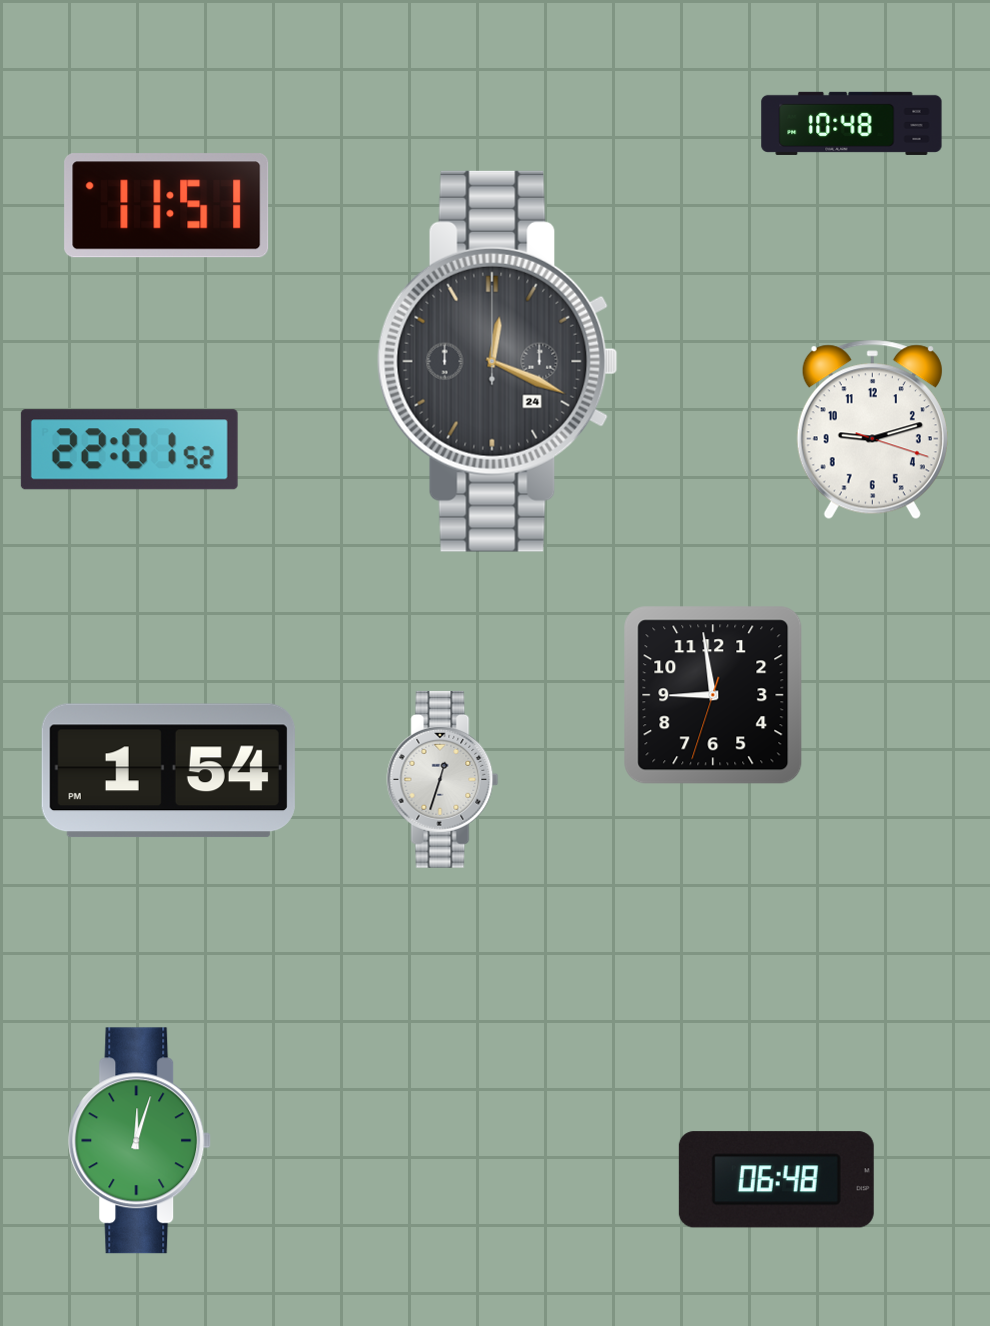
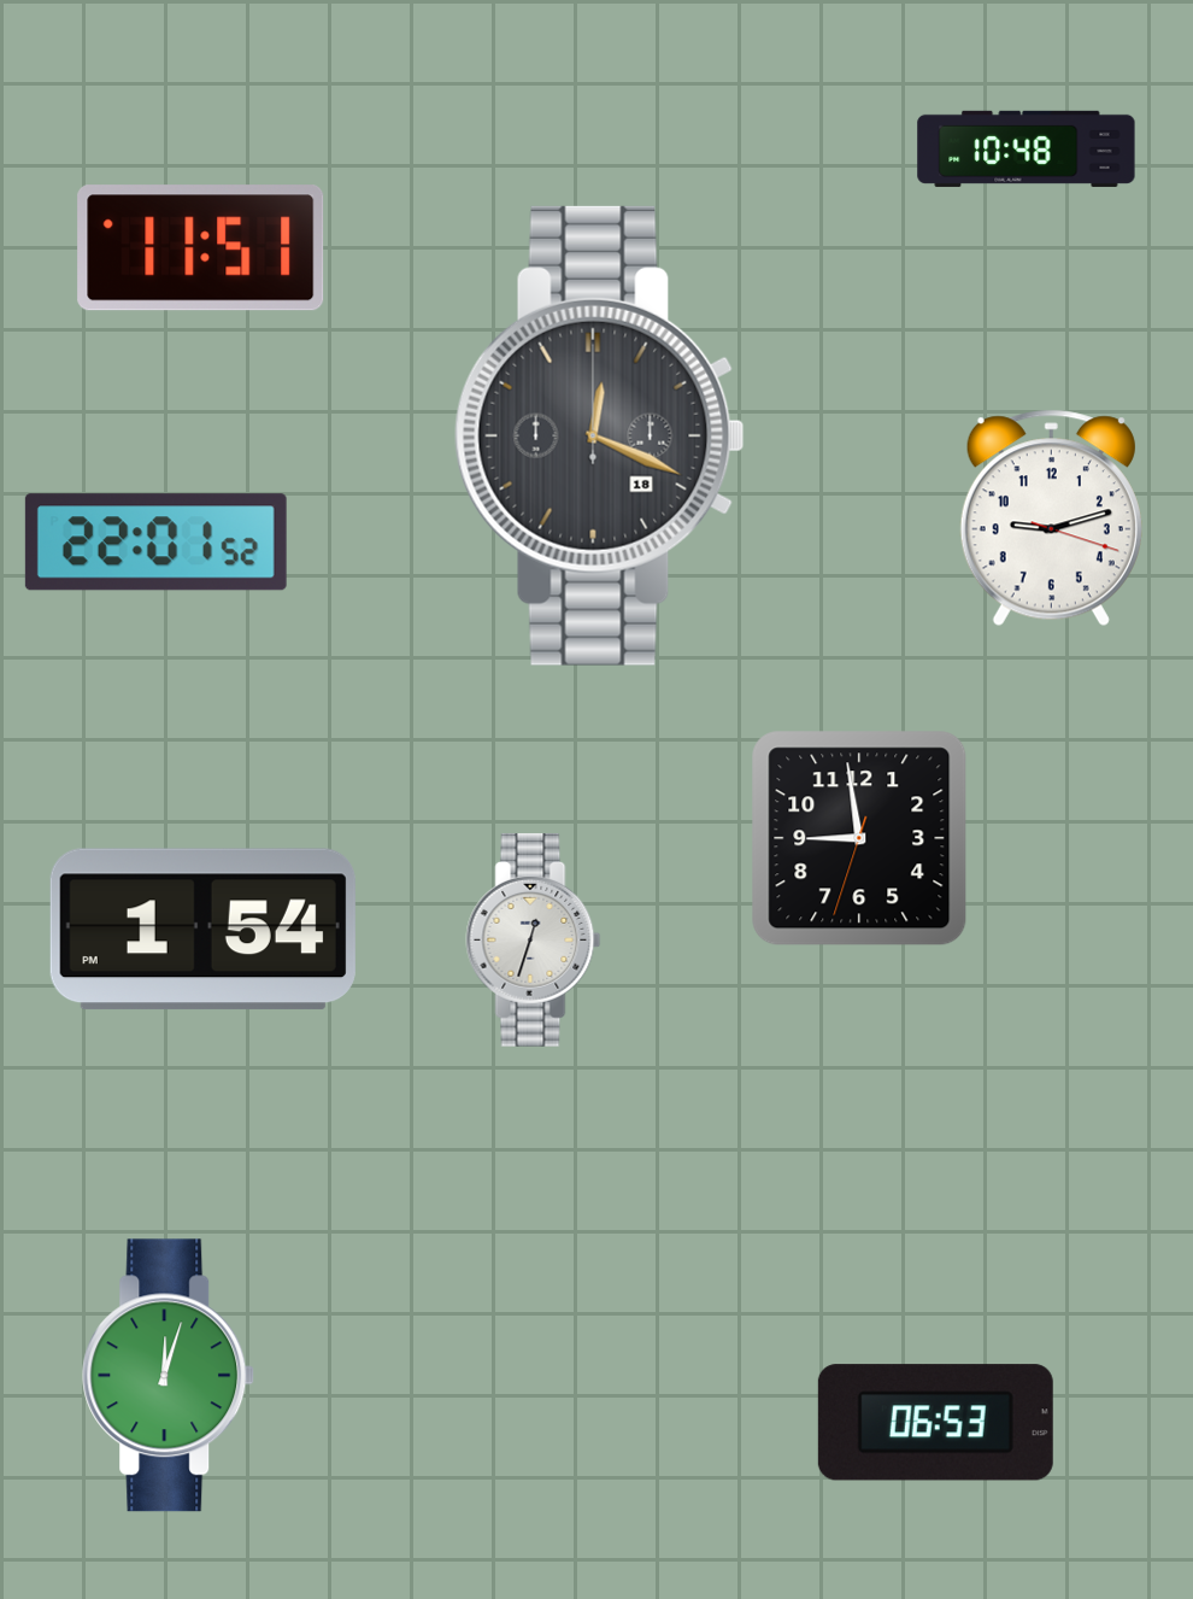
clock at (497, 361) date: 24 -> 18
clock at (776, 1180): 06:48 -> 06:53
